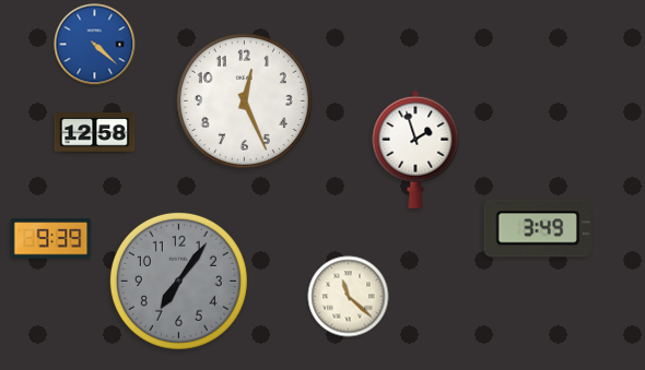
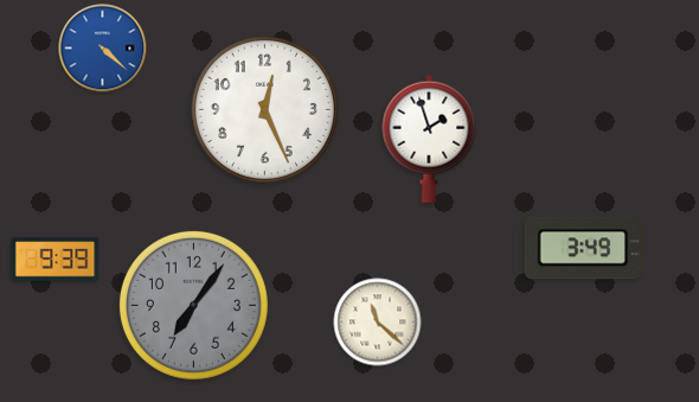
clock at (95, 133): 12:58 -> none
clock at (415, 150) position: (415, 150) -> (429, 139)
